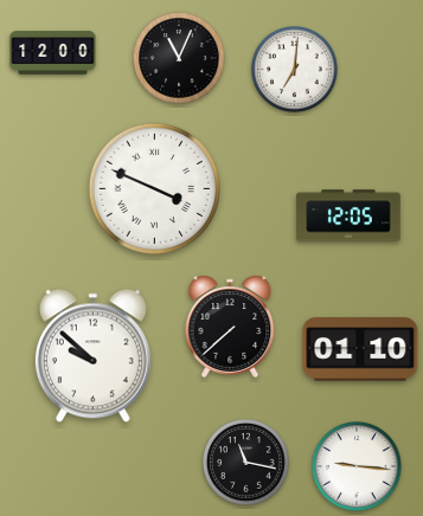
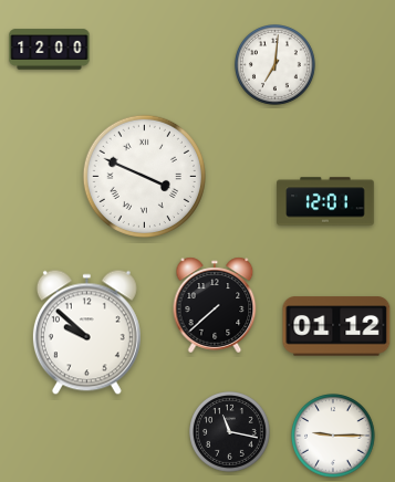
clock at (179, 58): 11:04 -> none
clock at (348, 215): 12:05 -> 12:01
clock at (360, 349): 01:10 -> 01:12
clock at (357, 466): 9:16 -> 9:15
